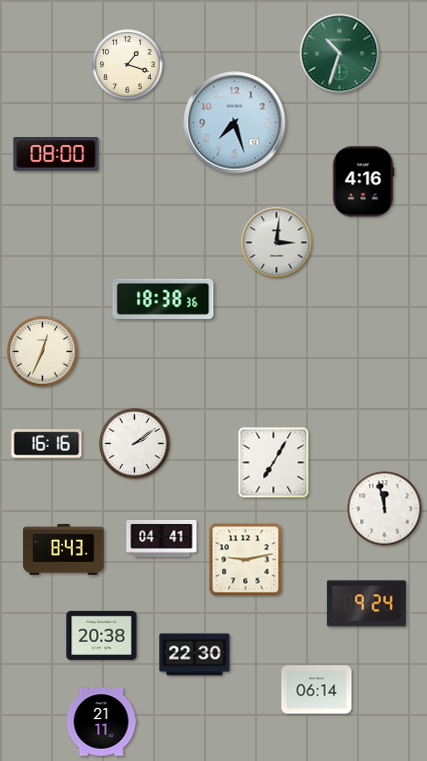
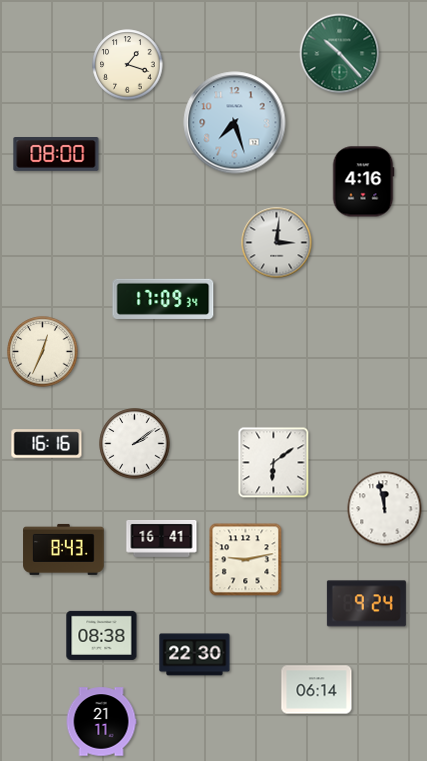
clock at (340, 54): 10:33 -> 10:23
clock at (163, 299): 18:38 -> 17:09
clock at (274, 463): 7:05 -> 6:09
clock at (162, 538): 04:41 -> 16:41
clock at (102, 635): 20:38 -> 08:38
